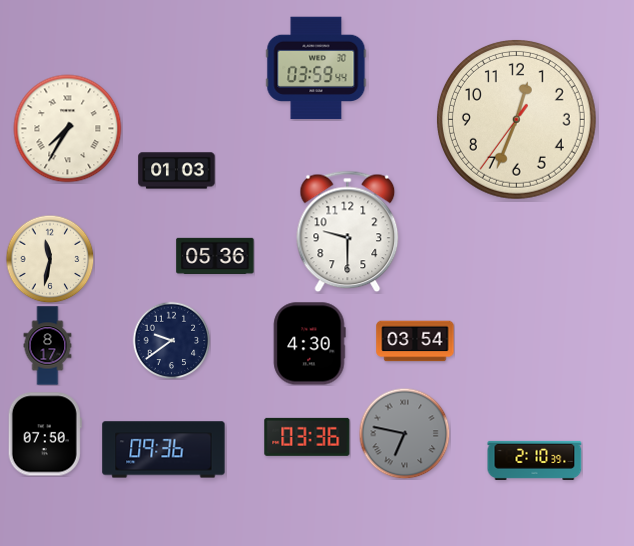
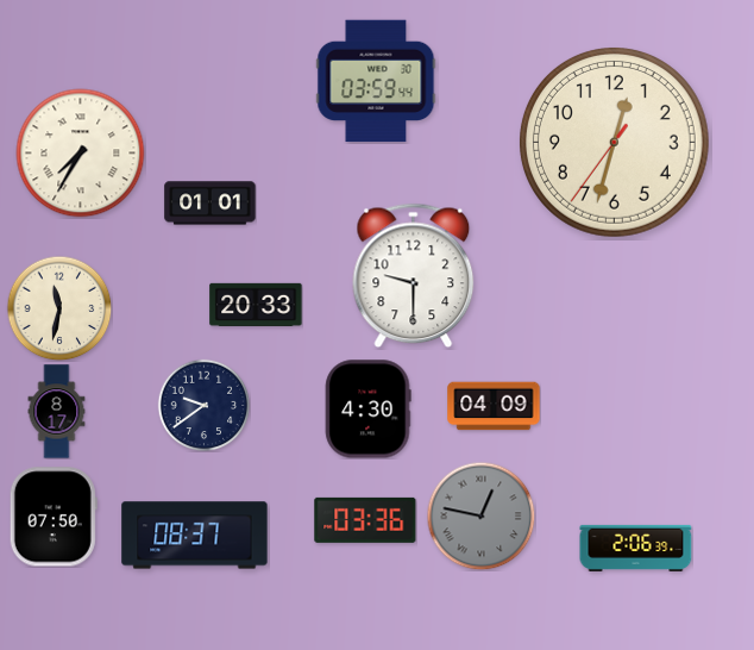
clock at (517, 120): 12:33 -> 12:32
clock at (177, 171): 01:03 -> 01:01
clock at (215, 256): 05:36 -> 20:33
clock at (415, 341): 03:54 -> 04:09
clock at (404, 433): 6:47 -> 12:47
clock at (164, 450): 09:36 -> 08:37
clock at (535, 460): 2:10 -> 2:06
